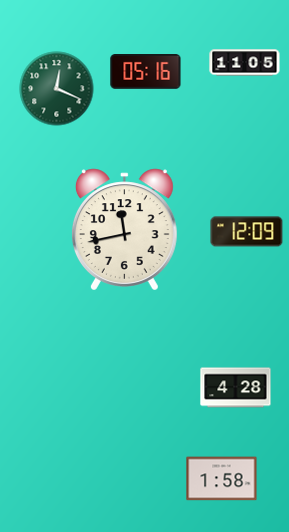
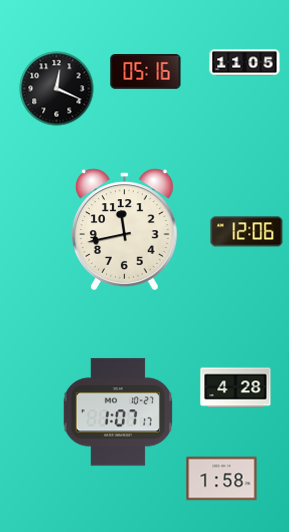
clock at (57, 89) dial: green -> black
clock at (247, 232): 12:09 -> 12:06
clock at (118, 412): none -> 1:07
